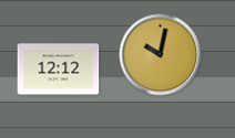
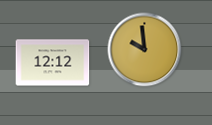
clock at (161, 55): 10:02 -> 9:59
